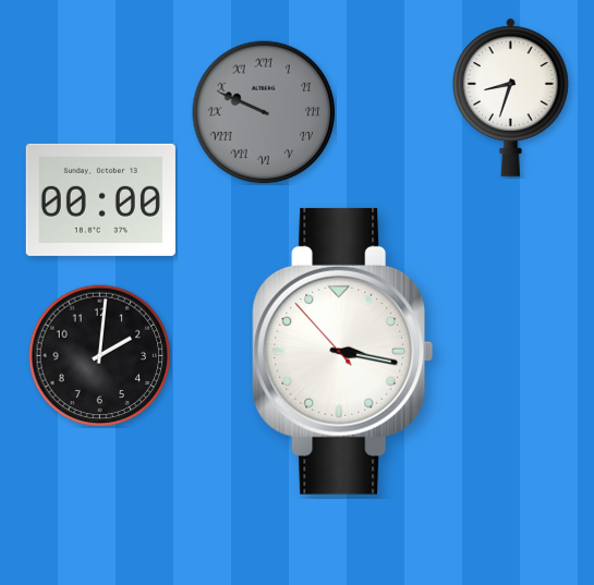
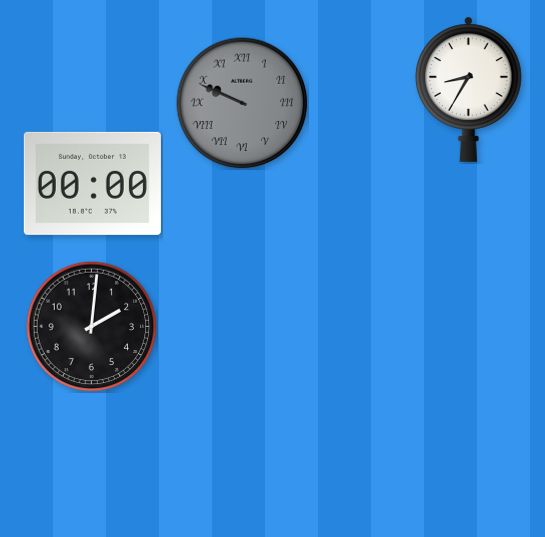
clock at (511, 97): 8:33 -> 8:35
clock at (343, 351): 3:16 -> none
